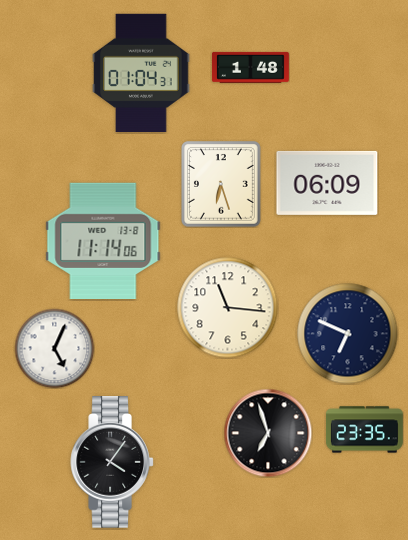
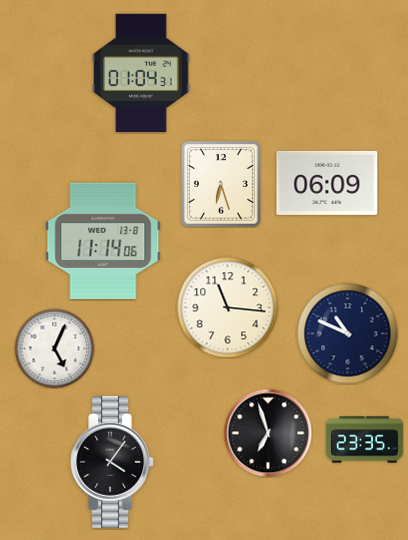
clock at (250, 67): 1:48 -> none
clock at (348, 334): 6:49 -> 10:49
clock at (364, 430) position: (364, 430) -> (364, 440)
